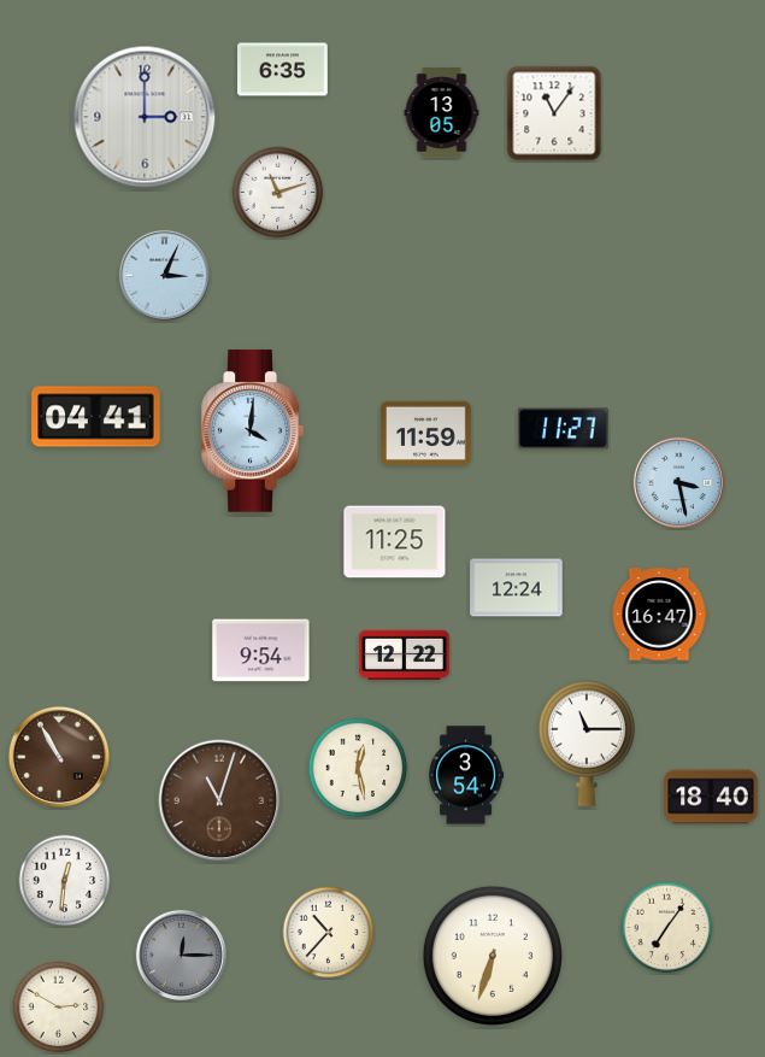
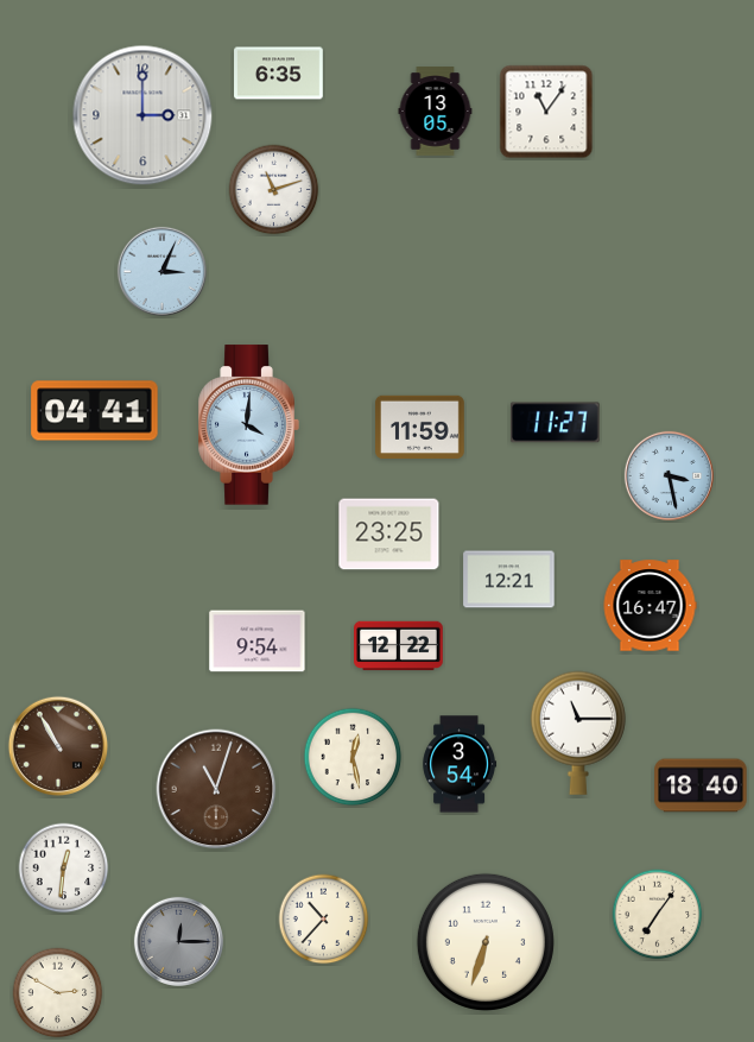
clock at (283, 70) position: (283, 70) -> (279, 74)
clock at (395, 542): 11:25 -> 23:25
clock at (517, 588): 12:24 -> 12:21
